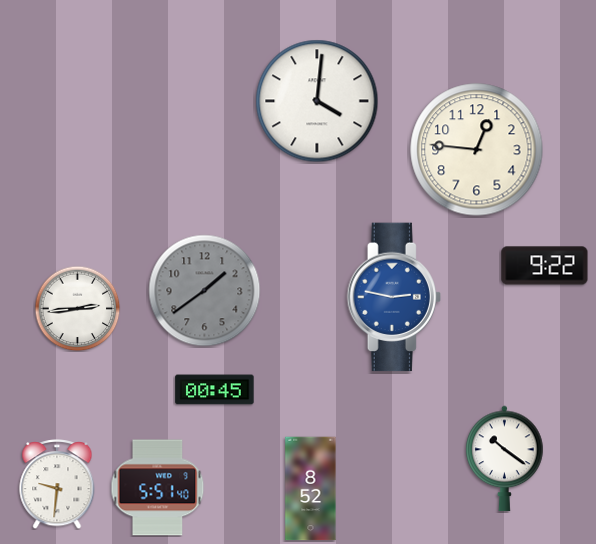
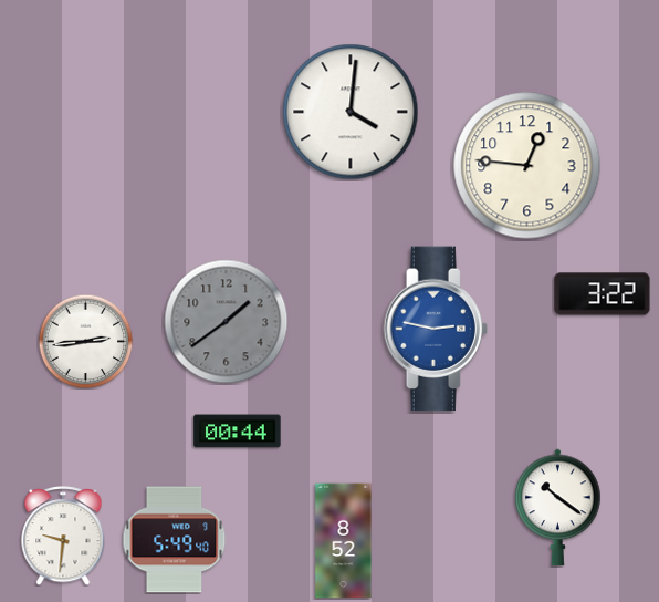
clock at (545, 266): 9:22 -> 3:22
clock at (215, 390): 00:45 -> 00:44
clock at (158, 488): 5:51 -> 5:49
